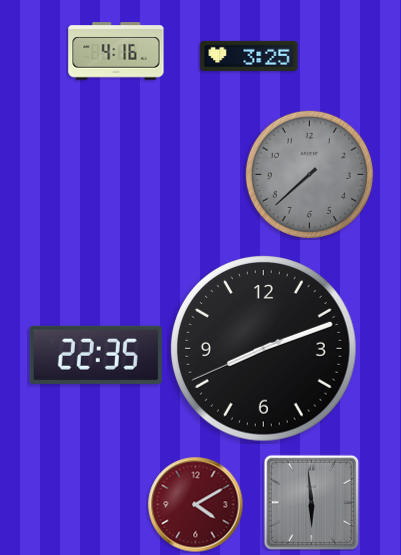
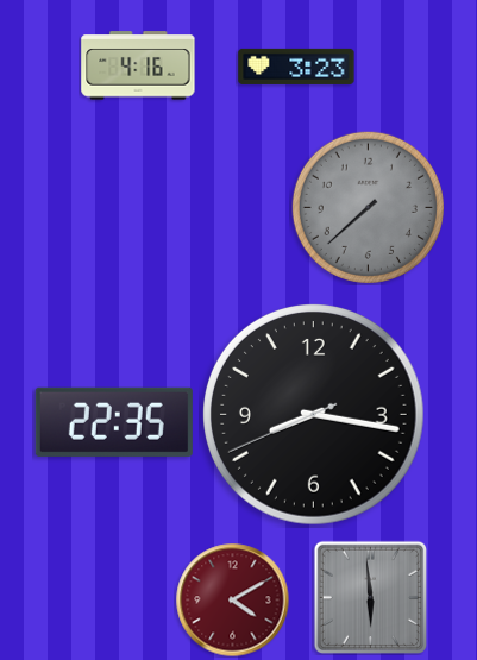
clock at (116, 51) position: (116, 51) -> (138, 65)
clock at (249, 56): 3:25 -> 3:23
clock at (264, 349): 8:11 -> 8:16
